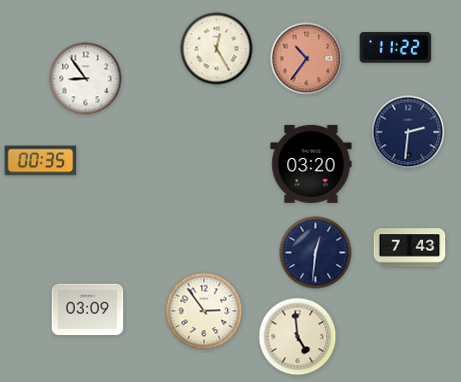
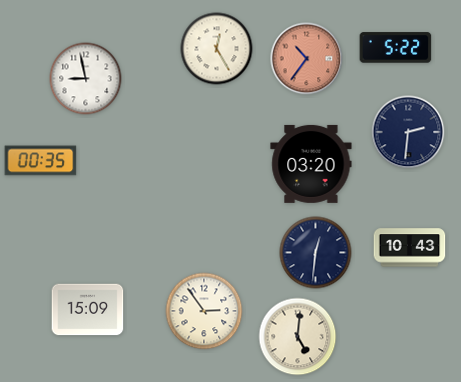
clock at (396, 48): 11:22 -> 5:22
clock at (86, 79): 8:54 -> 8:58
clock at (410, 248): 7:43 -> 10:43
clock at (88, 310): 03:09 -> 15:09
clock at (298, 337): 4:59 -> 5:01
